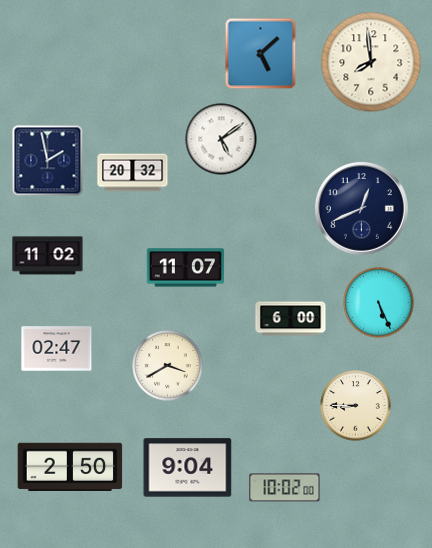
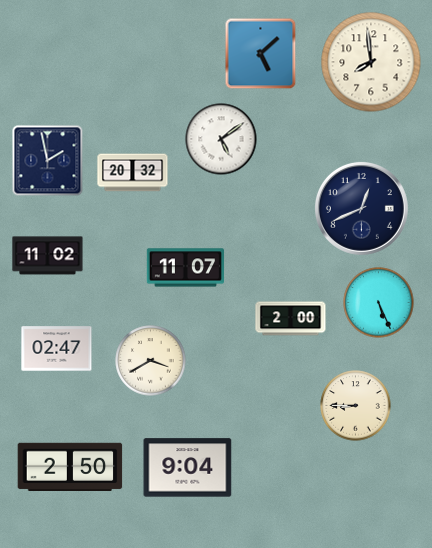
clock at (291, 319): 6:00 -> 2:00
clock at (168, 366) position: (168, 366) -> (151, 361)
clock at (285, 488): 10:02 -> none
